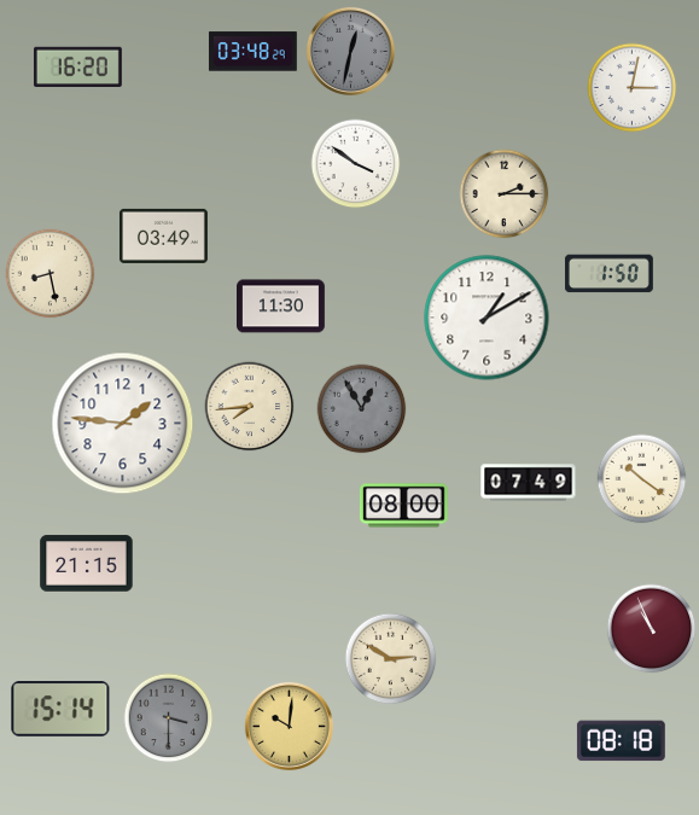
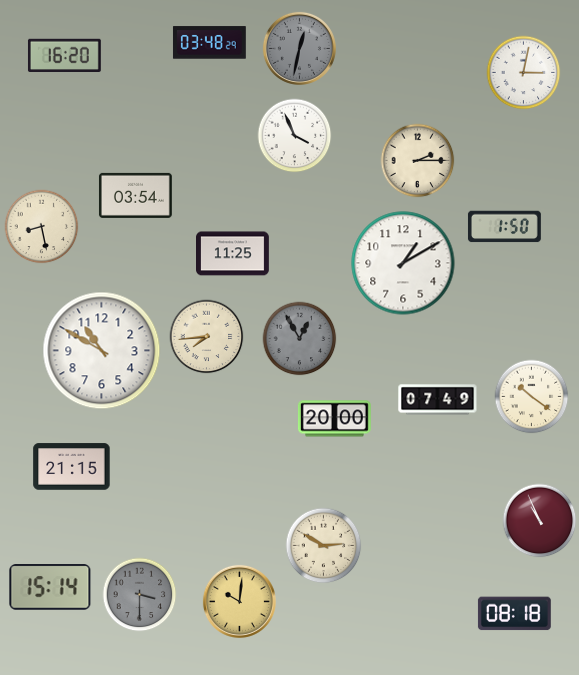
clock at (350, 51) position: (350, 51) -> (299, 48)
clock at (356, 164): 3:51 -> 3:56
clock at (164, 235): 03:49 -> 03:54
clock at (281, 307): 11:30 -> 11:25
clock at (123, 424): 1:46 -> 10:50
clock at (403, 506): 08:00 -> 20:00
